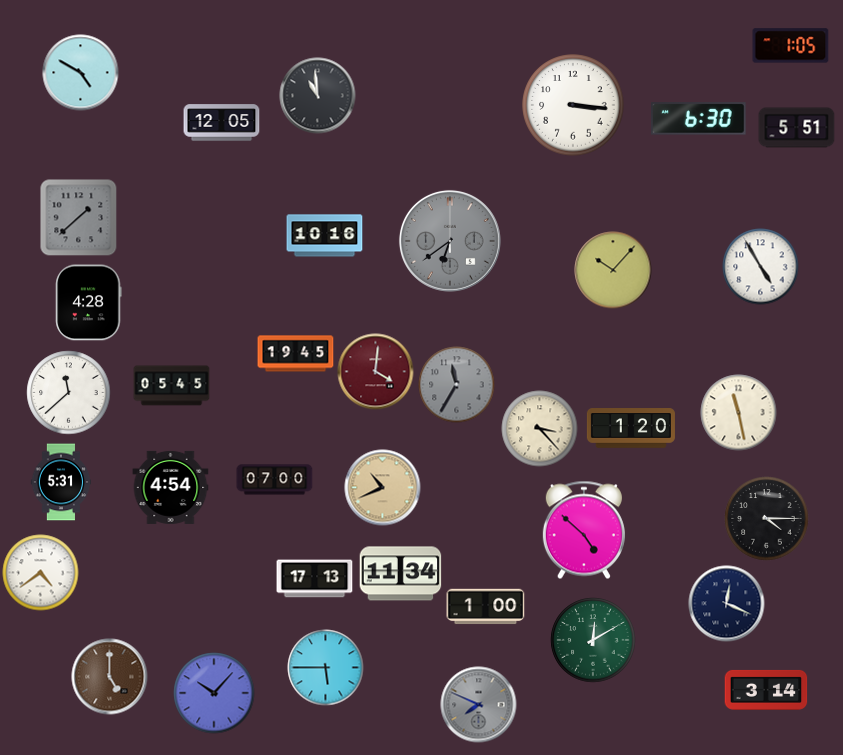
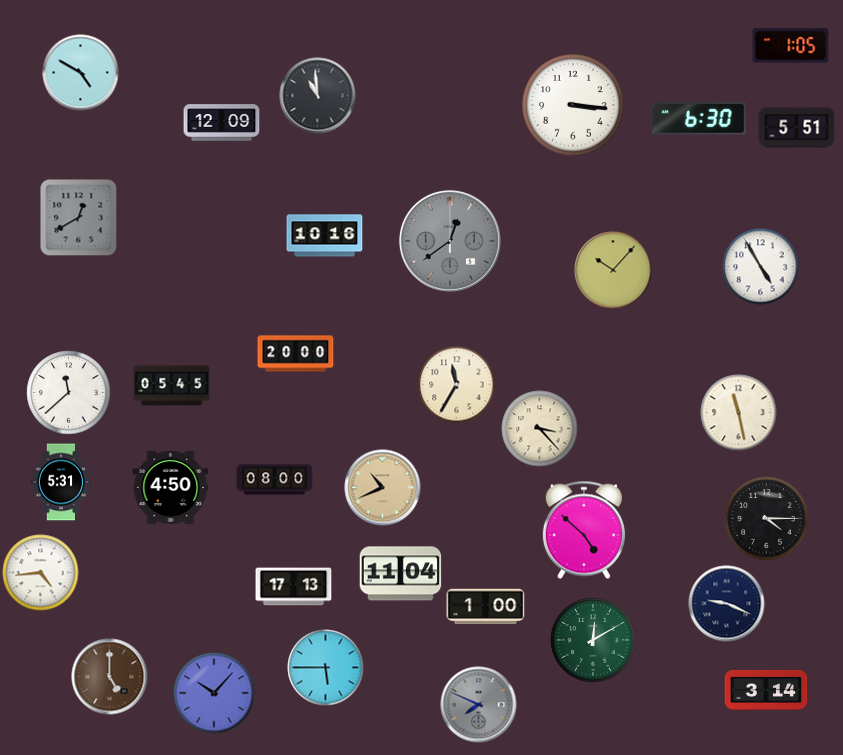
clock at (222, 123): 12:05 -> 12:09
clock at (79, 218): 1:38 -> 12:40
clock at (450, 241): 6:39 -> 12:39
clock at (89, 303): 4:28 -> none
clock at (296, 354): 19:45 -> 20:00
clock at (376, 372): 4:01 -> none
clock at (457, 385) dial: grey -> cream
clock at (631, 428): 1:20 -> none
clock at (275, 480): 07:00 -> 08:00
clock at (171, 487): 4:54 -> 4:50
clock at (41, 573): 4:39 -> 4:44
clock at (401, 574): 11:34 -> 11:04
clock at (315, 579) position: (315, 579) -> (294, 587)
clock at (727, 604): 12:19 -> 9:19
